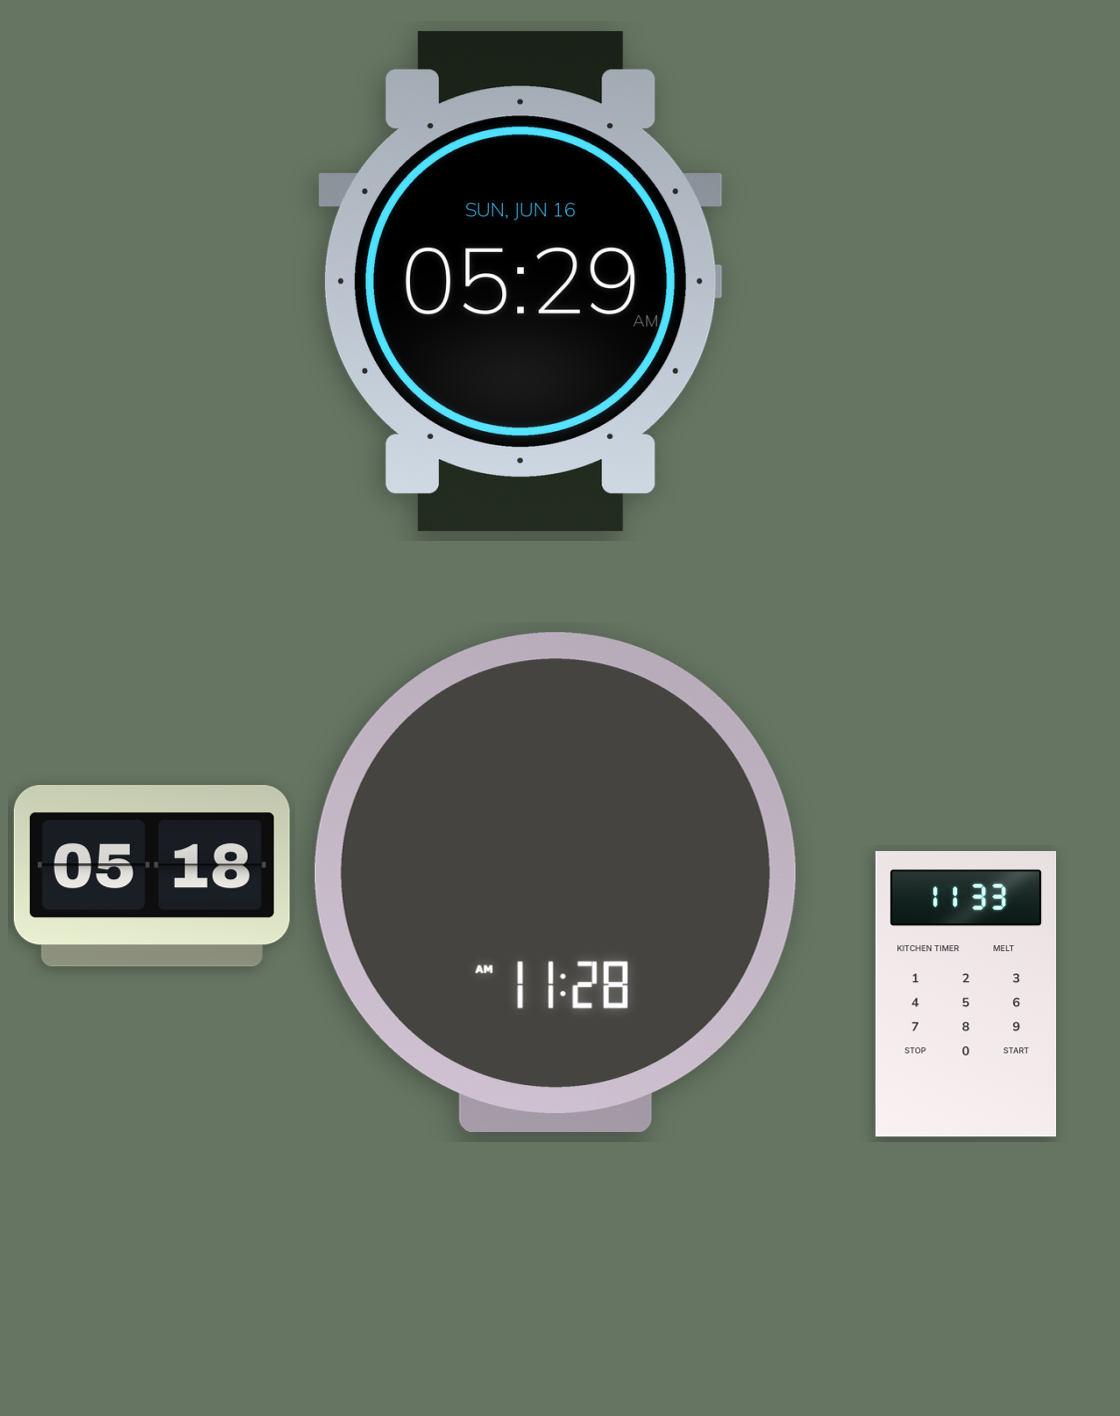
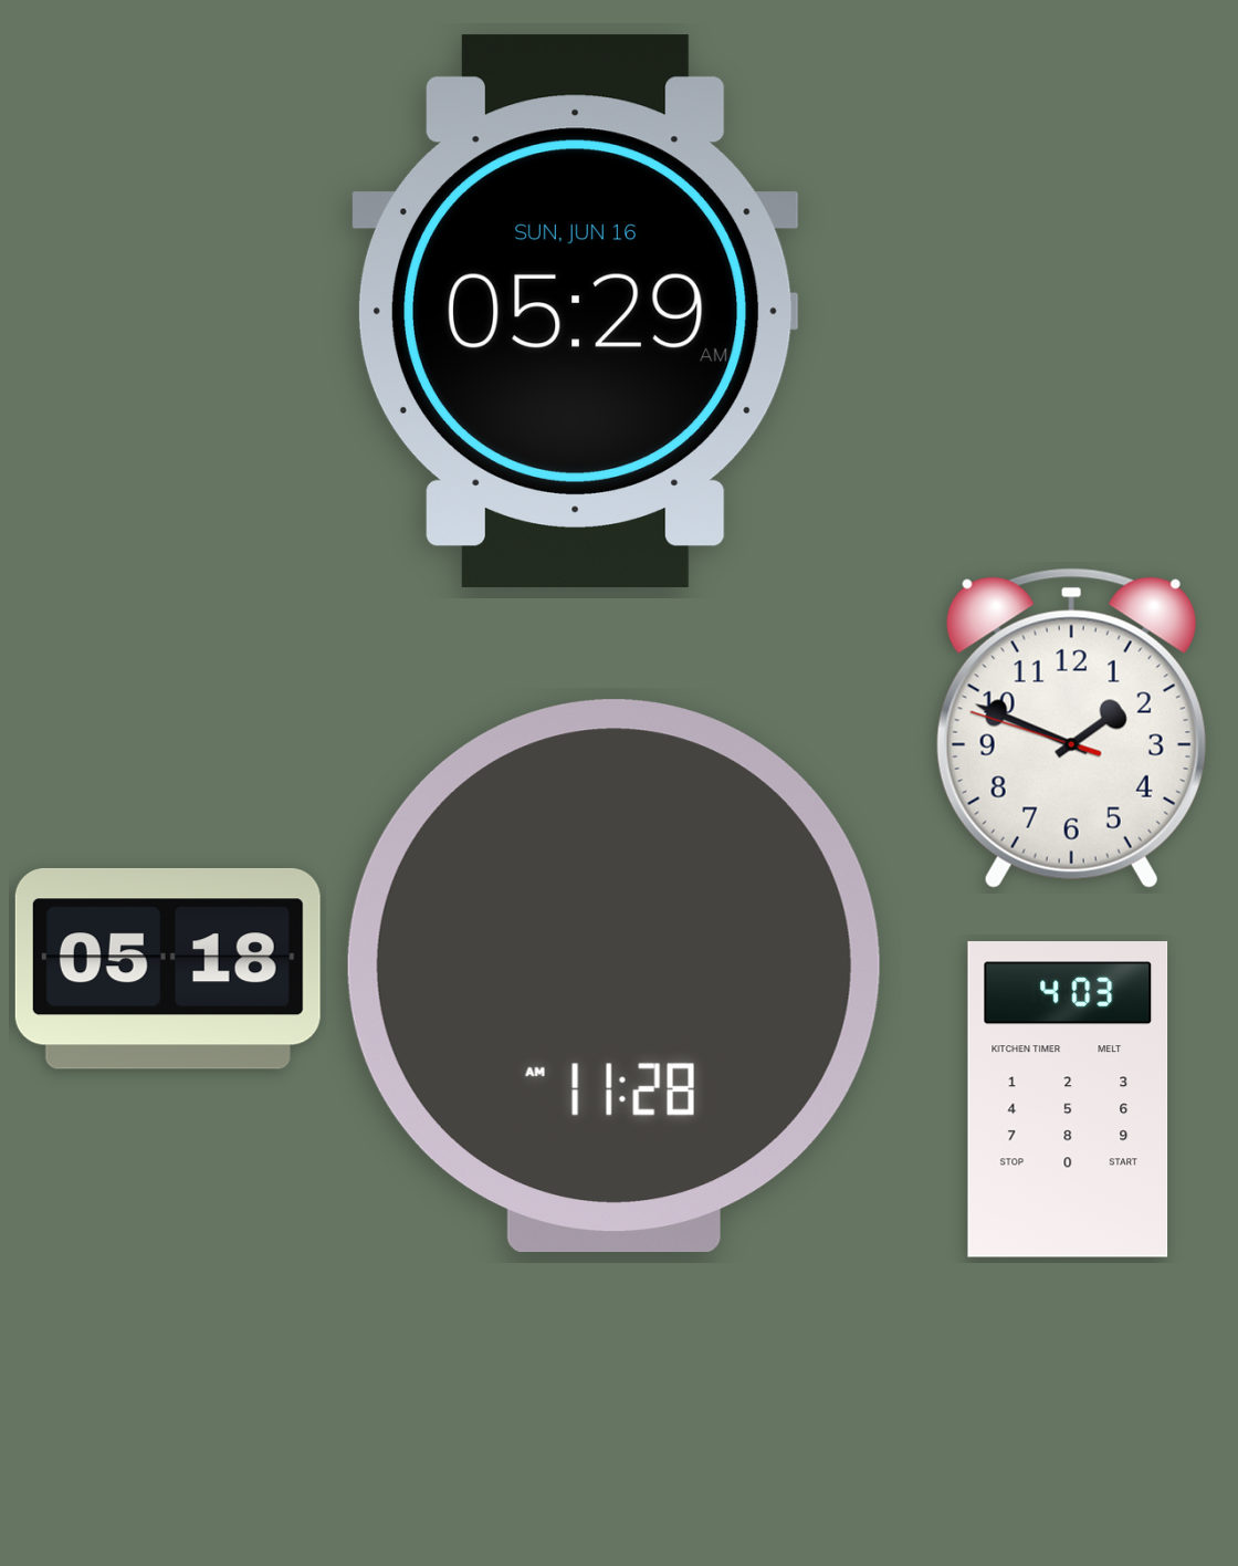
clock at (1071, 728): none -> 1:48
clock at (966, 994): 11:33 -> 4:03
